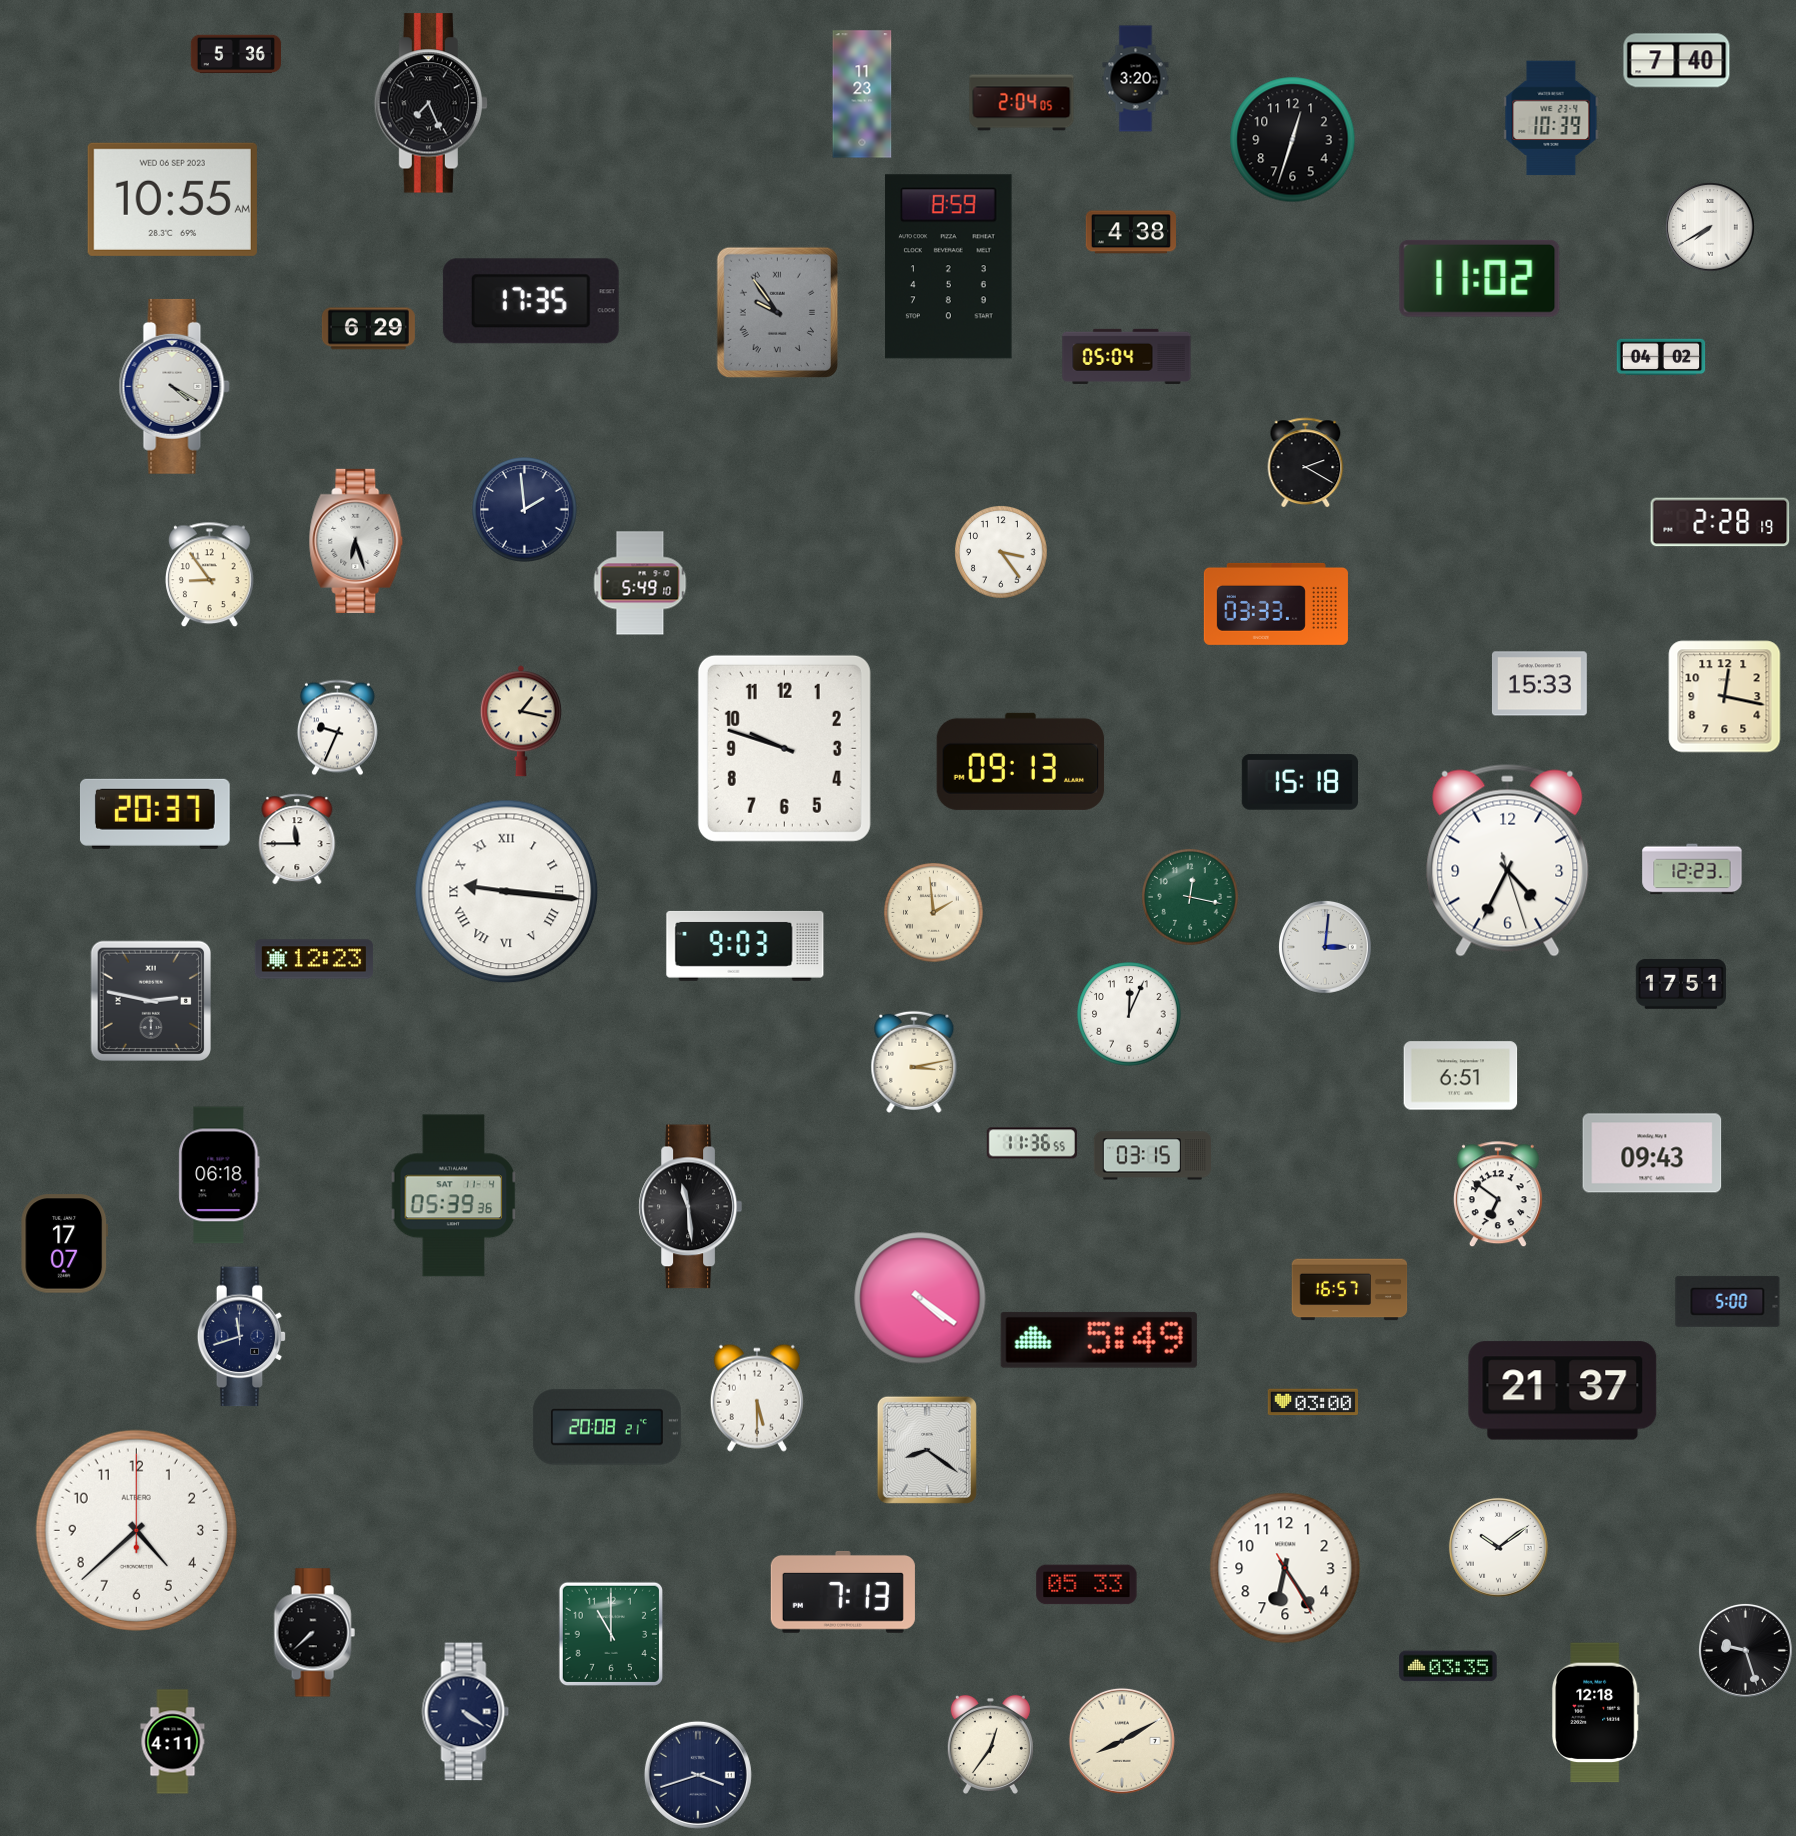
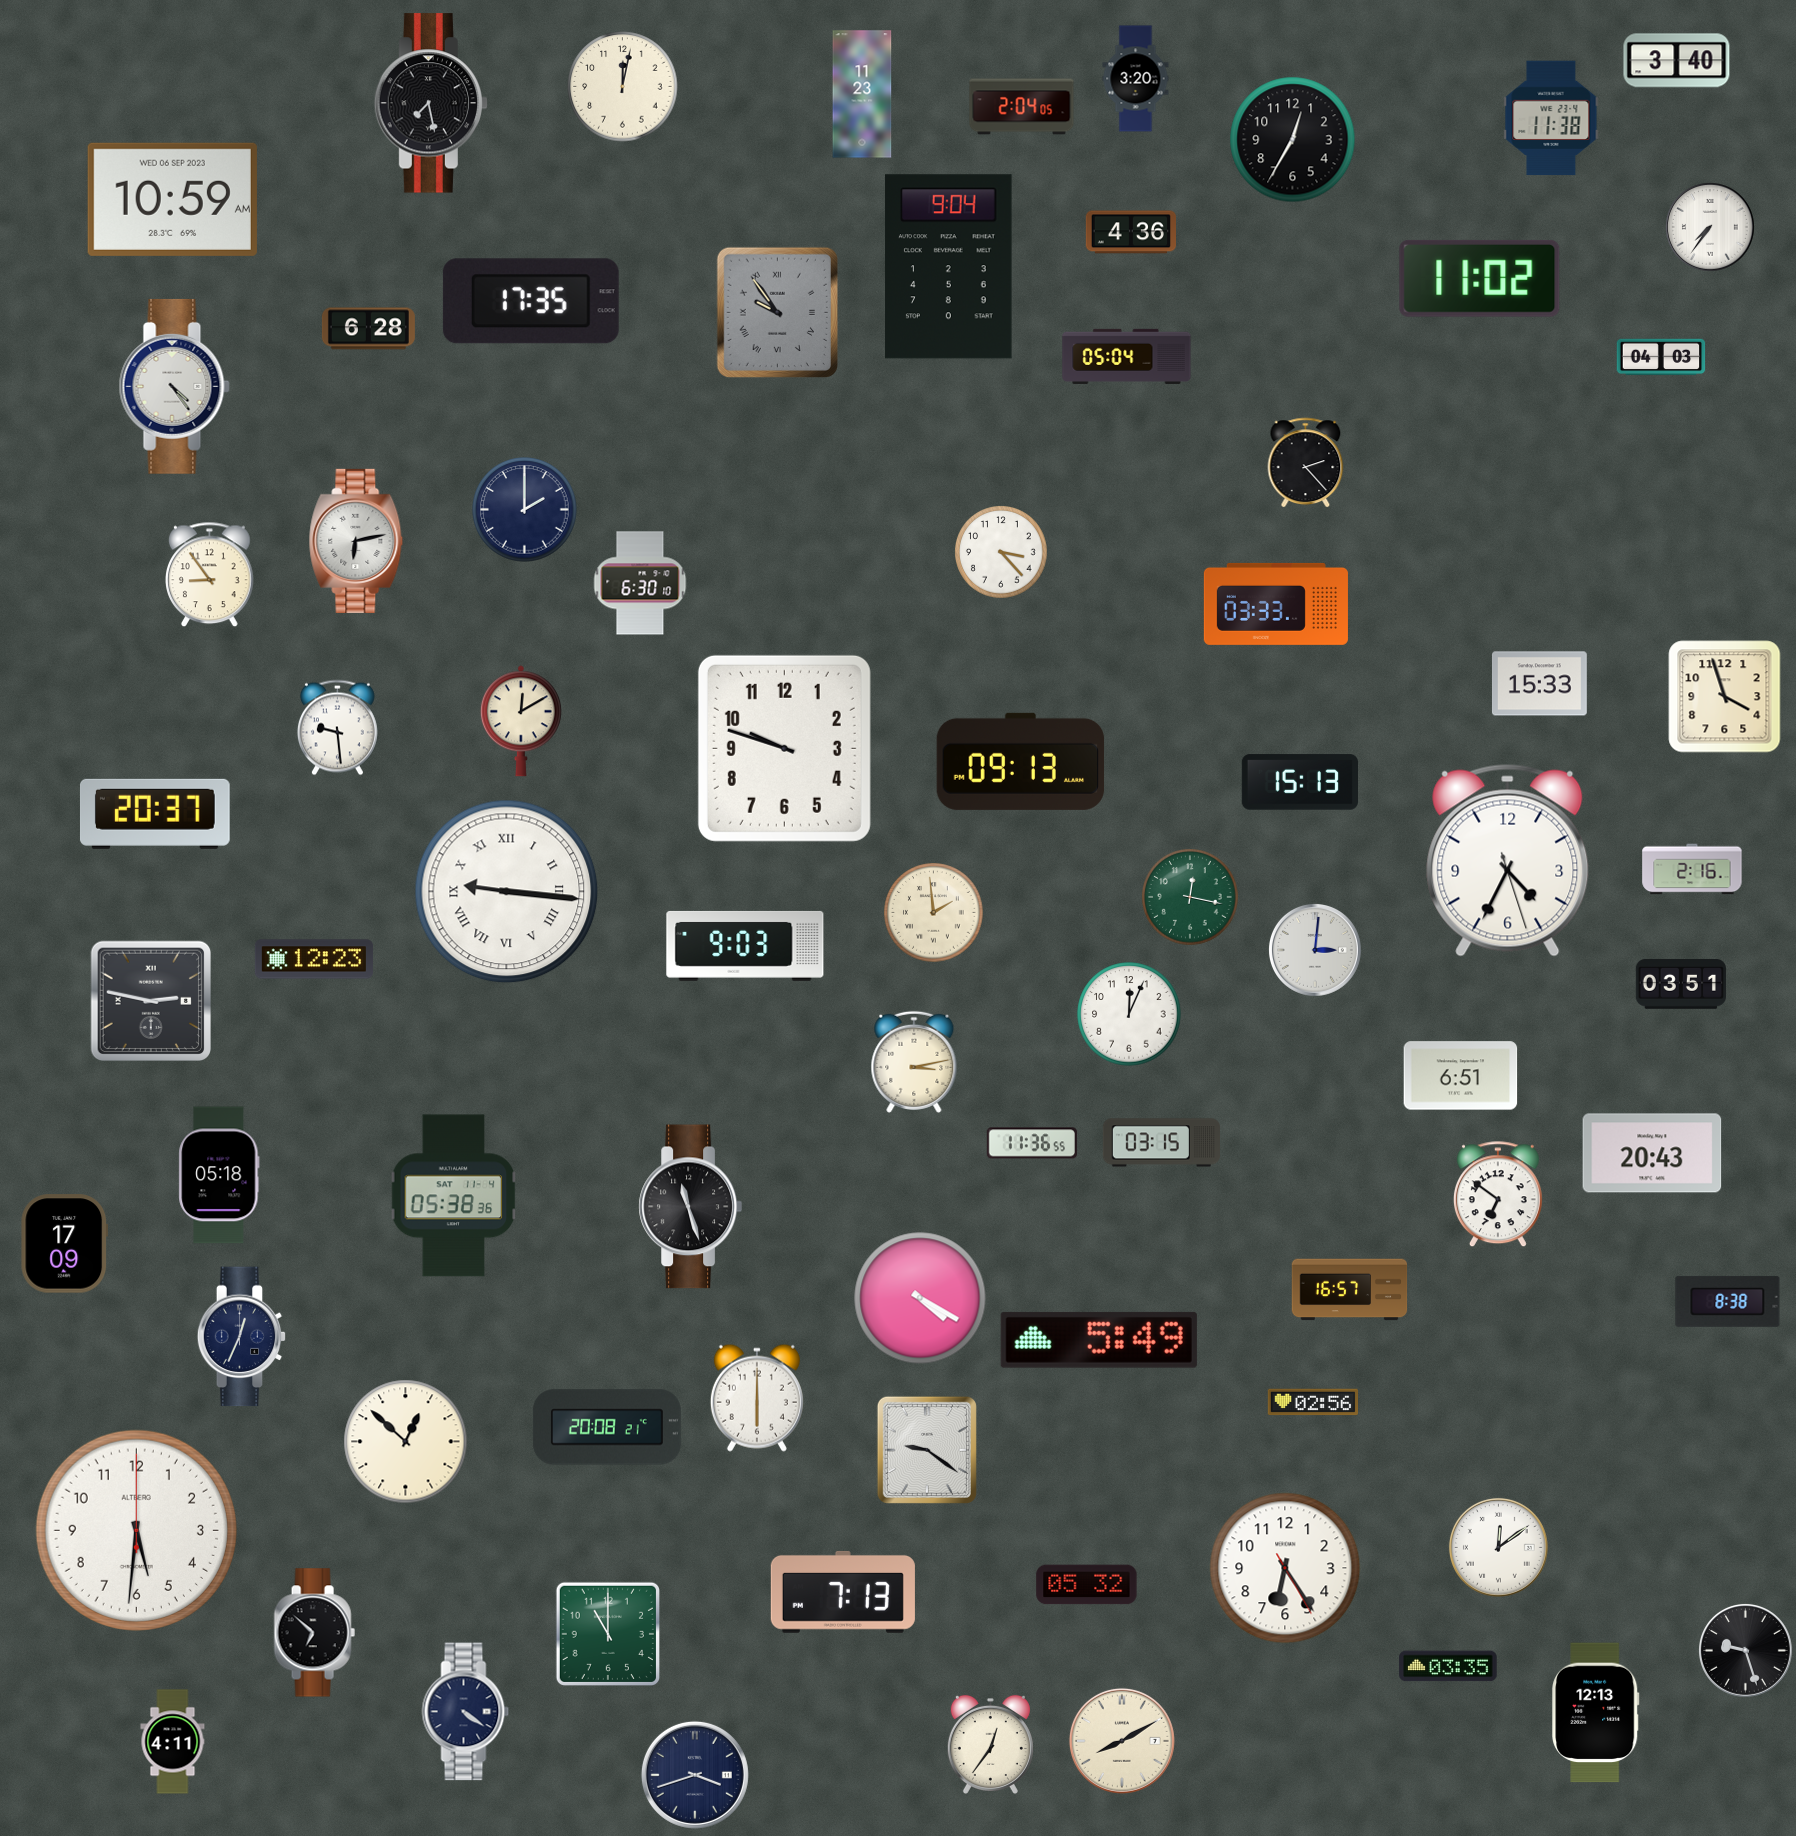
clock at (235, 54): 5:36 -> none
clock at (1677, 61): 7:40 -> 3:40
clock at (623, 87): none -> 12:02
clock at (431, 103): 7:26 -> 7:28
clock at (1022, 103) position: (1022, 103) -> (1022, 107)
clock at (1551, 118): 10:39 -> 11:38
clock at (1293, 140): 12:33 -> 12:35
clock at (172, 199): 10:55 -> 10:59
clock at (1711, 228): 7:40 -> 7:36
clock at (1130, 232): 4:38 -> 4:36
clock at (949, 267): 8:59 -> 9:04
clock at (368, 329): 6:29 -> 6:28
clock at (1661, 357): 04:02 -> 04:03
clock at (174, 386): 4:20 -> 4:24
clock at (1306, 463): 2:20 -> 2:23
clock at (525, 510): 1:59 -> 2:00
clock at (1720, 522): 2:28 -> none
clock at (356, 541): 6:27 -> 6:13
clock at (1002, 553): 3:24 -> 3:23
clock at (640, 583): 5:49 -> 6:30
clock at (1725, 697): 12:17 -> 3:57
clock at (521, 721): 1:17 -> 12:10
clock at (337, 728): 9:34 -> 9:29
clock at (1299, 782): 15:18 -> 15:13
clock at (297, 839): 11:45 -> none
clock at (1692, 869): 12:23 -> 2:16
clock at (1325, 947) position: (1325, 947) -> (1315, 950)
clock at (1681, 984): 17:51 -> 03:51
clock at (1652, 1153): 09:43 -> 20:43
clock at (1152, 1156) position: (1152, 1156) -> (1161, 1143)
clock at (219, 1175): 06:18 -> 05:18
clock at (454, 1196): 05:39 -> 05:38
clock at (690, 1207): 11:29 -> 11:27
clock at (65, 1244): 17:07 -> 17:09
clock at (920, 1298): 4:21 -> 4:20
clock at (1728, 1301): 5:00 -> 8:38
clock at (242, 1337): 11:42 -> 12:34
clock at (1563, 1391): 21:37 -> none
clock at (757, 1398): 5:30 -> 6:00
clock at (1312, 1402): 03:00 -> 02:56
clock at (406, 1442): none -> 12:52
clock at (927, 1450): 8:21 -> 9:21
clock at (136, 1530): 4:38 -> 5:31
clock at (1498, 1547): 10:09 -> 12:09
clock at (1087, 1585): 05:33 -> 05:32
clock at (314, 1633): 7:38 -> 6:52
clock at (610, 1633) position: (610, 1633) -> (607, 1633)
clock at (1596, 1713): 12:18 -> 12:13
clock at (698, 1775) position: (698, 1775) -> (695, 1775)
